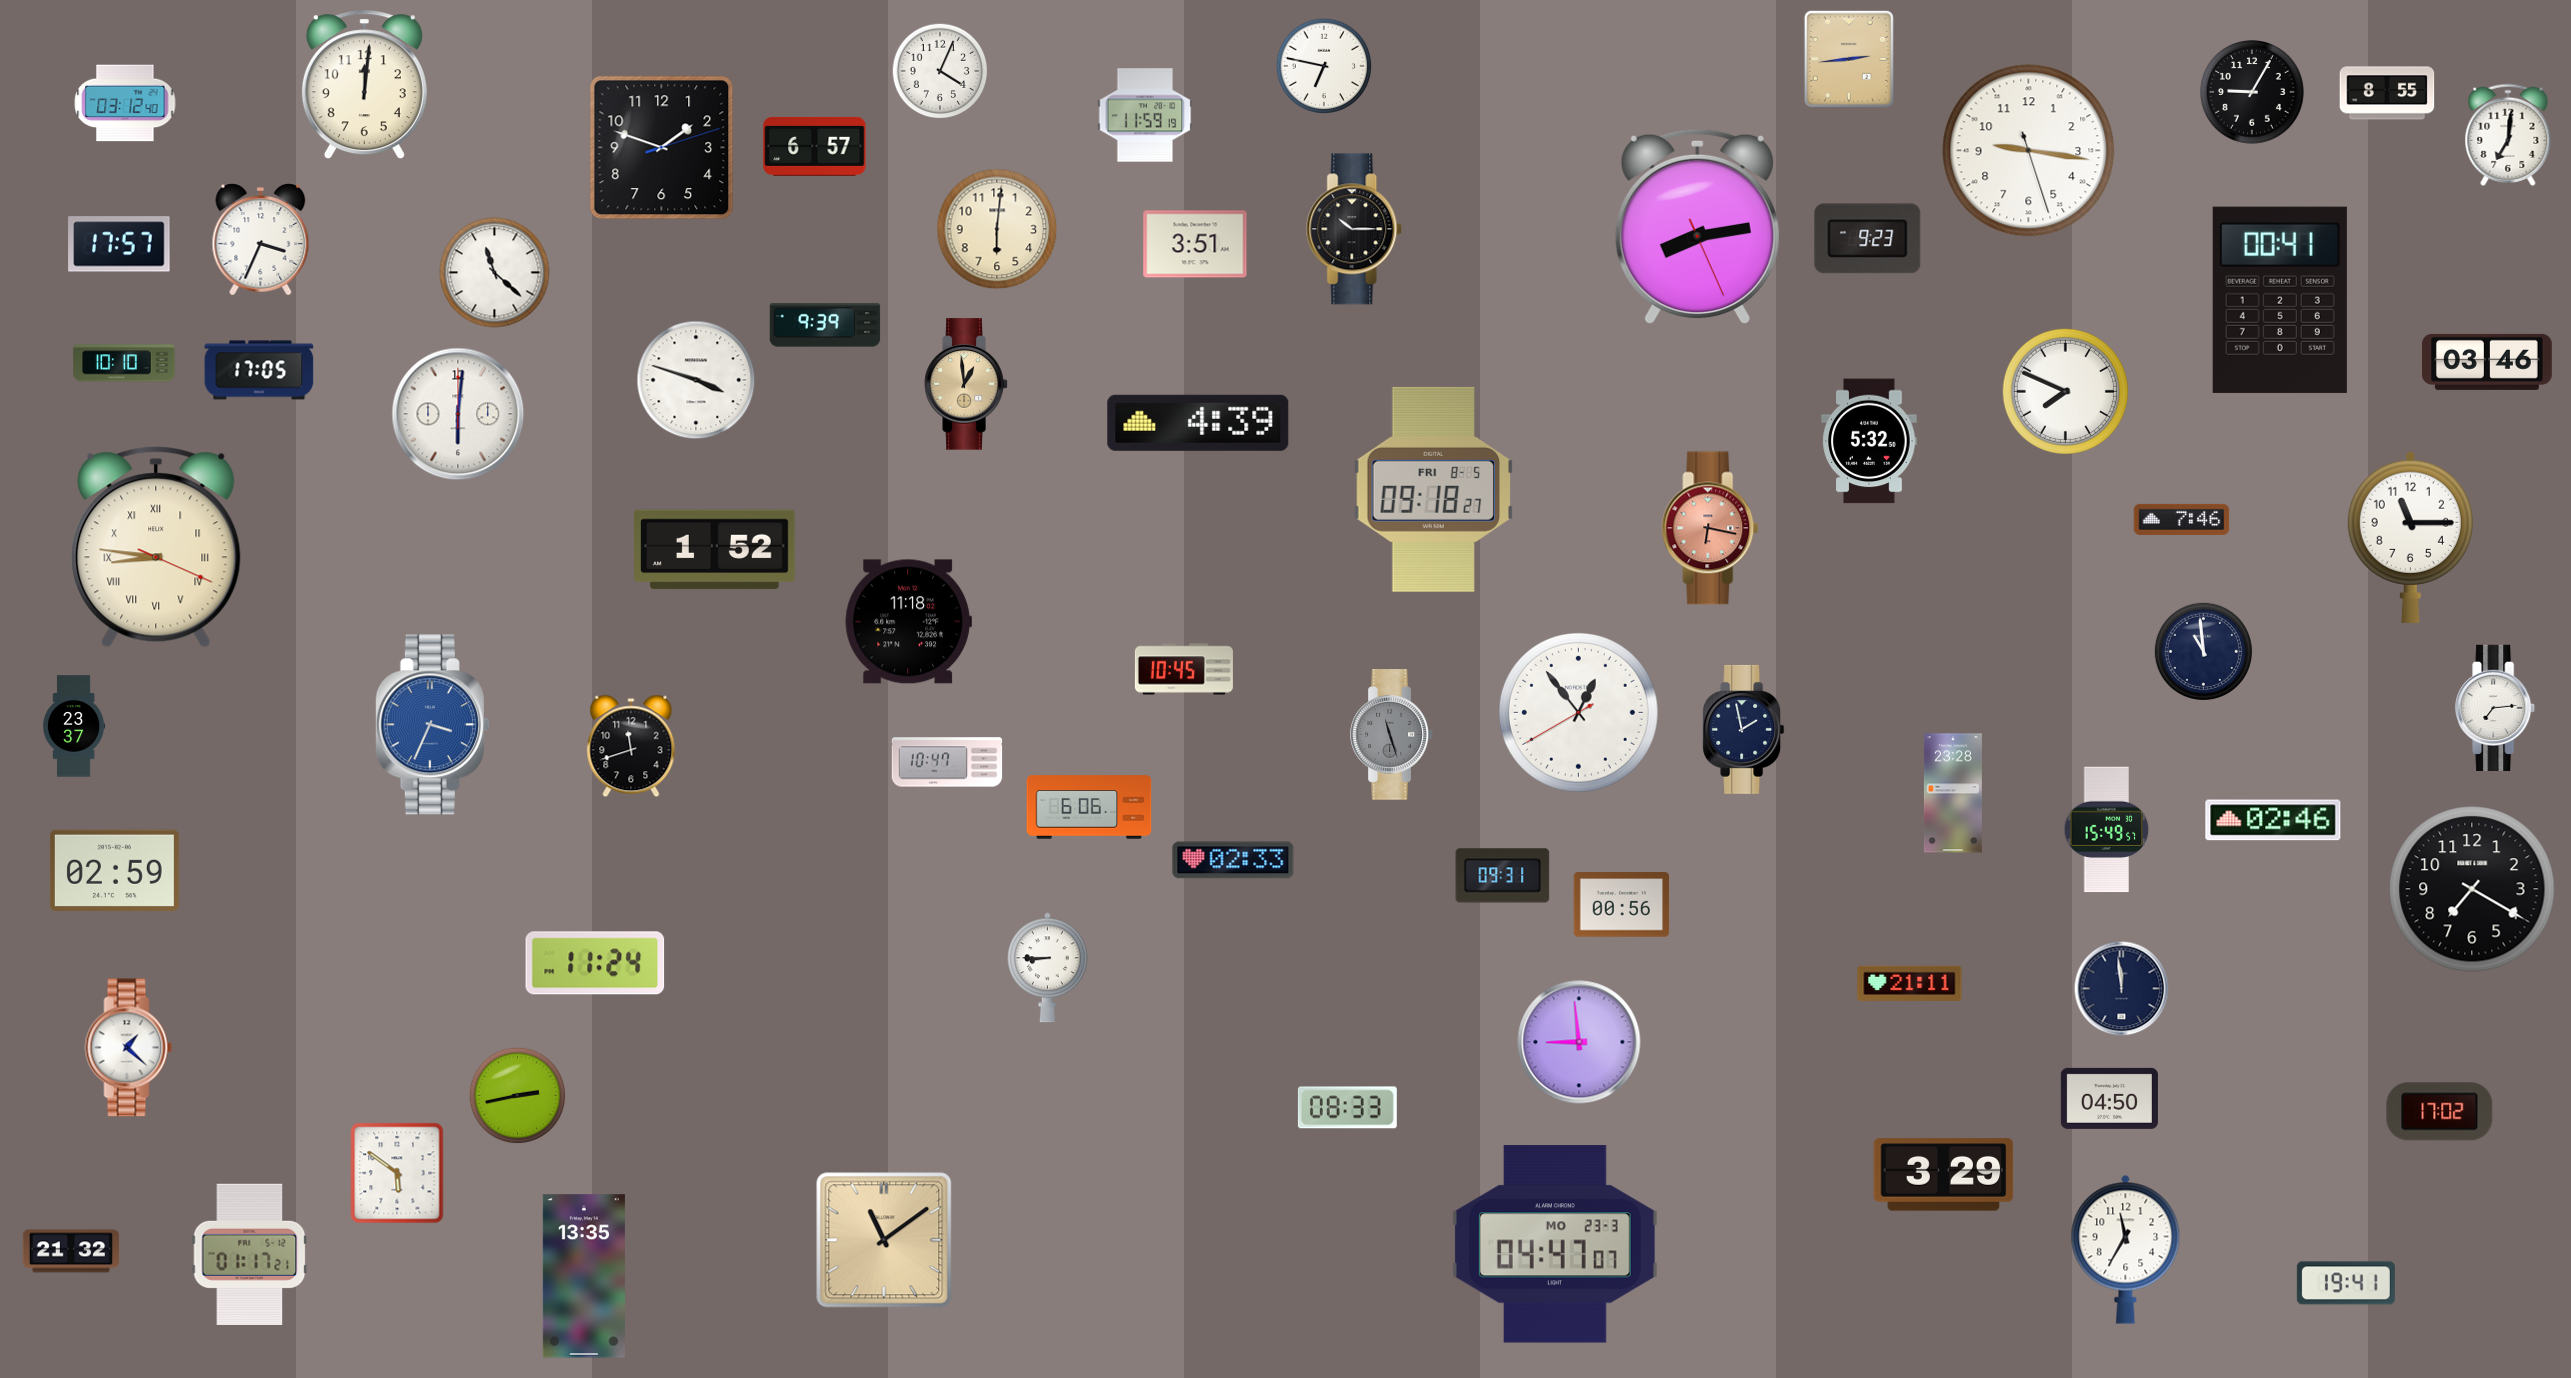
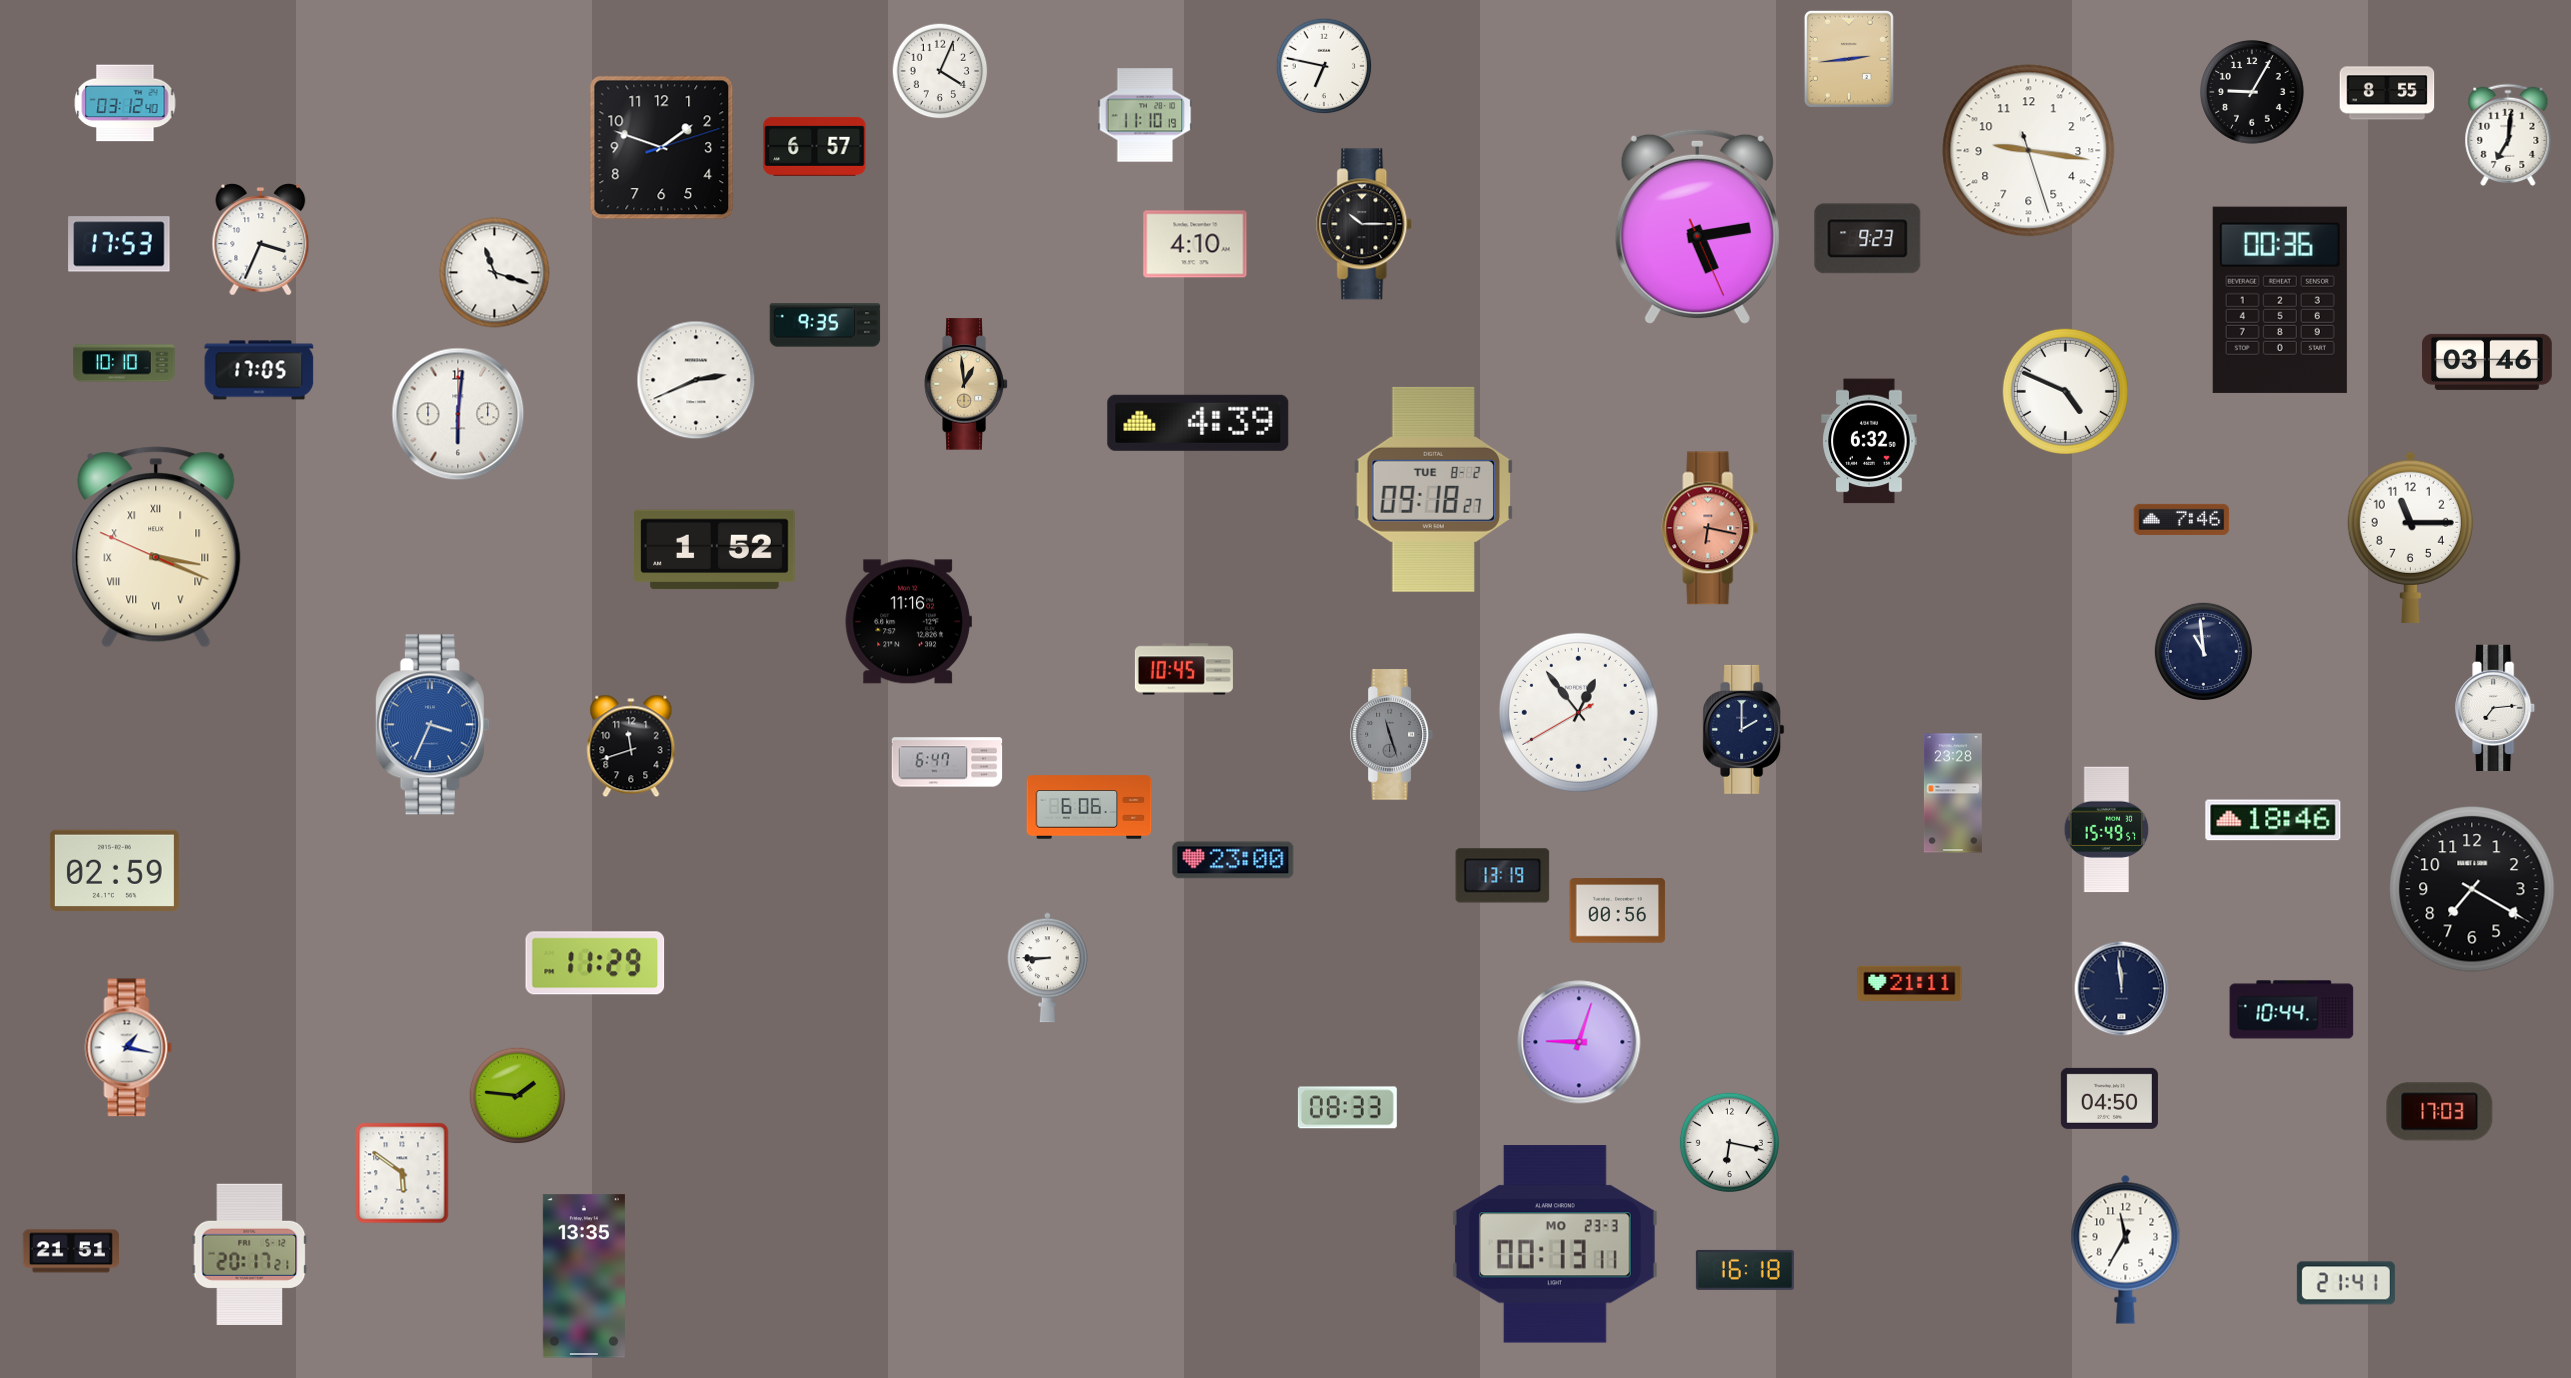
clock at (364, 85): 12:01 -> none
clock at (1145, 115): 11:59 -> 11:10
clock at (1697, 227): 8:13 -> 5:13
clock at (997, 229): 6:01 -> none
clock at (1355, 229) position: (1355, 229) -> (1365, 224)
clock at (119, 244): 17:57 -> 17:53
clock at (1195, 244): 3:51 -> 4:10
clock at (495, 273): 11:22 -> 11:18
clock at (2280, 300): 00:41 -> 00:36
clock at (825, 325): 9:39 -> 9:35
clock at (696, 380): 3:48 -> 2:41
clock at (2065, 391): 7:49 -> 4:49
clock at (1869, 441): 5:32 -> 6:32
clock at (1434, 489) date: FRI 8-5 -> TUE 8-2
clock at (156, 547): 8:46 -> 3:18
clock at (908, 622): 11:18 -> 11:16
clock at (75, 726): 23:37 -> none
clock at (1744, 729): 1:58 -> 2:00
clock at (947, 762): 10:47 -> 6:47
clock at (2273, 820): 02:46 -> 18:46
clock at (1233, 860): 02:33 -> 23:00
clock at (1503, 876): 09:31 -> 13:19
clock at (1622, 905) position: (1622, 905) -> (1618, 911)
clock at (595, 963): 11:24 -> 11:29
clock at (2292, 1010): none -> 10:44
clock at (1579, 1042): 8:59 -> 9:03
clock at (129, 1048): 1:22 -> 1:17
clock at (518, 1096): 2:43 -> 1:46
clock at (2440, 1112): 17:02 -> 17:03
clock at (1729, 1142): none -> 6:17
clock at (397, 1173) position: (397, 1173) -> (402, 1173)
clock at (1944, 1175): 3:29 -> none
clock at (884, 1240): 11:09 -> none
clock at (1555, 1244): 04:47 -> 00:13
clock at (71, 1251): 21:32 -> 21:51
clock at (250, 1254): 01:17 -> 20:17
clock at (1745, 1270): none -> 16:18
clock at (2346, 1283): 19:41 -> 21:41
